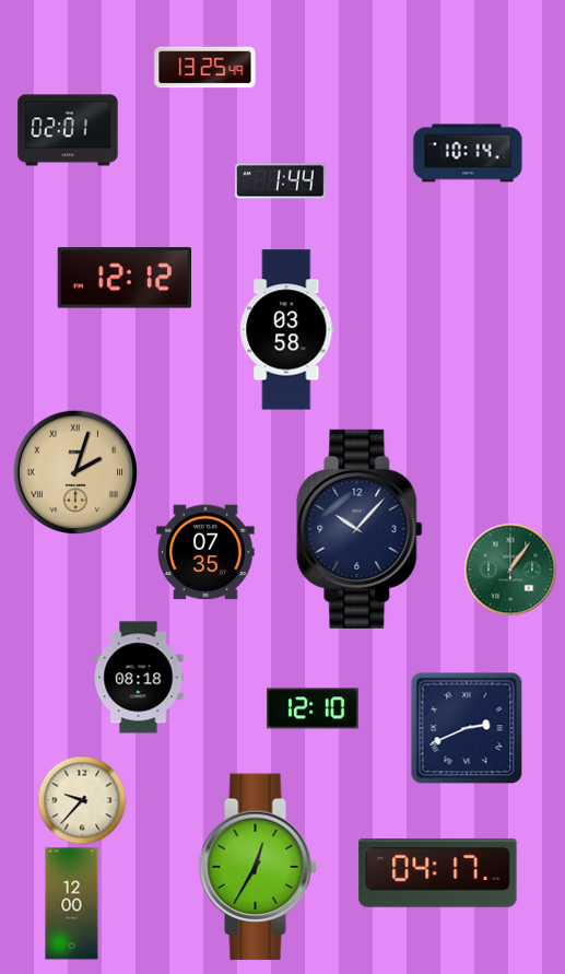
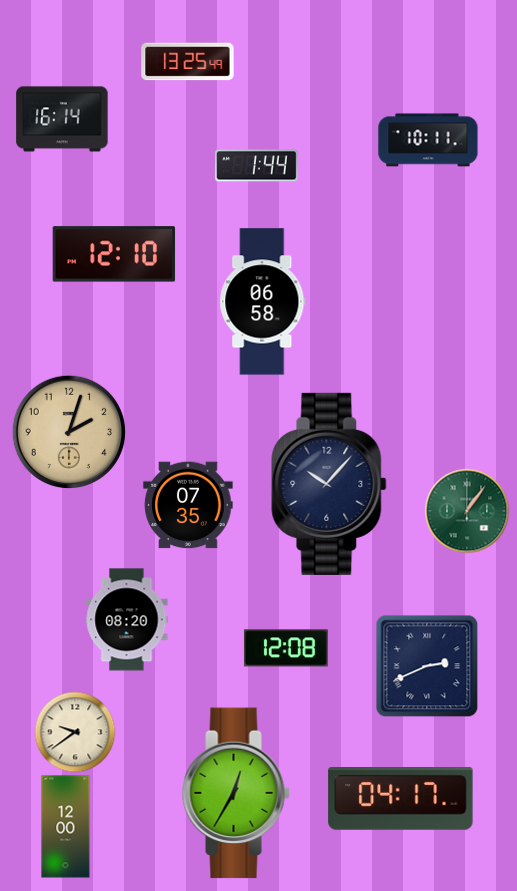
clock at (68, 130): 02:01 -> 16:14
clock at (468, 153): 10:14 -> 10:11
clock at (125, 278): 12:12 -> 12:10
clock at (287, 330): 03:58 -> 06:58
clock at (74, 471) numerals: Roman -> Arabic
clock at (510, 570) position: (510, 570) -> (467, 511)
clock at (139, 678): 08:18 -> 08:20
clock at (313, 708): 12:10 -> 12:08
clock at (82, 800): 9:37 -> 9:39
